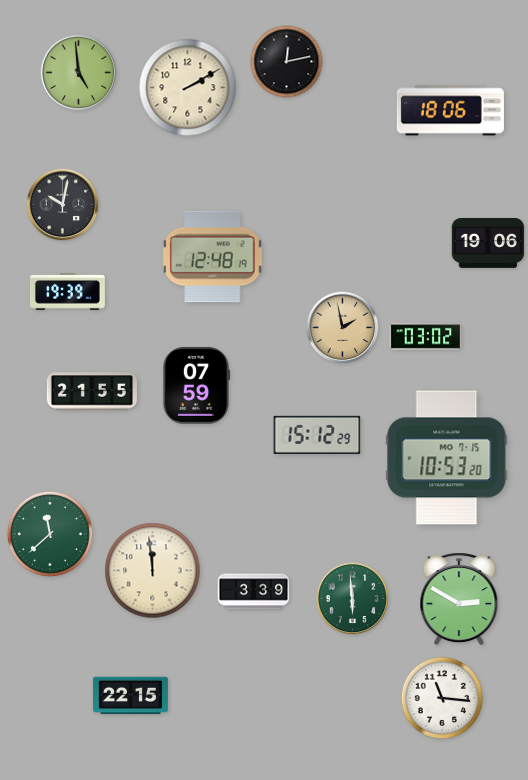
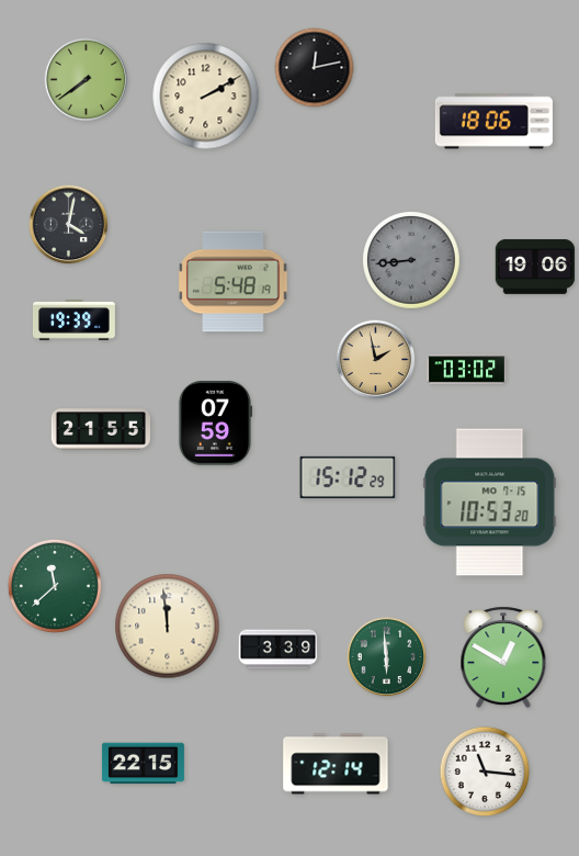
clock at (79, 73): 4:59 -> 7:39
clock at (63, 205): 10:02 -> 4:02
clock at (412, 261): none -> 8:44
clock at (213, 257): 12:48 -> 5:48
clock at (459, 599): 2:50 -> 12:50
clock at (336, 764): none -> 12:14
clock at (442, 698) position: (442, 698) -> (485, 771)
